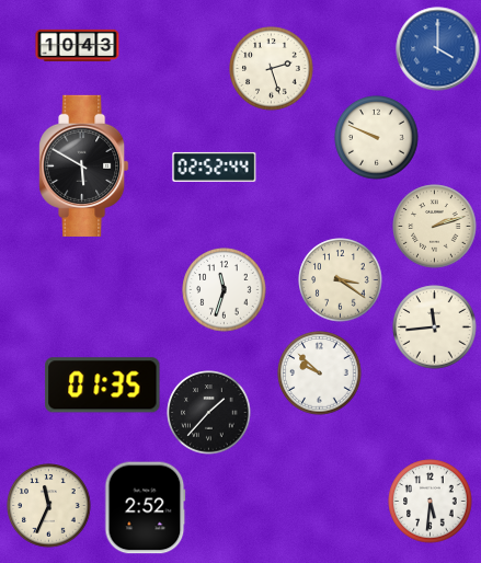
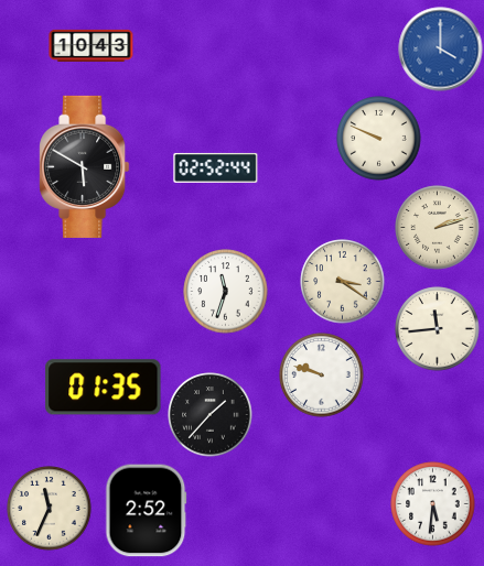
clock at (78, 45) position: (78, 45) -> (92, 45)
clock at (272, 69): 2:27 -> none
clock at (320, 374): 9:52 -> 9:48
